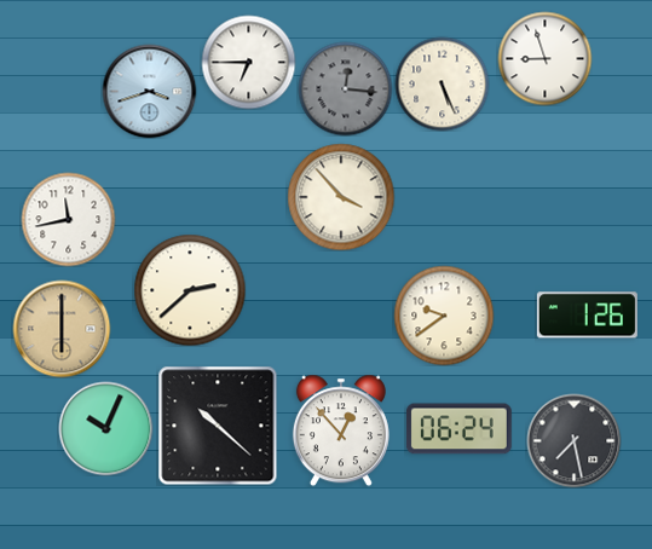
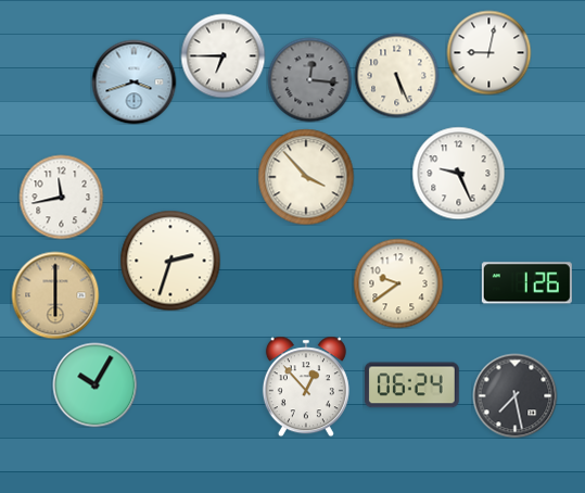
clock at (544, 58): 8:57 -> 9:02
clock at (458, 173): none -> 9:26
clock at (190, 290): 2:38 -> 2:33
clock at (218, 426): 10:22 -> none
clock at (105, 428): 10:04 -> 10:05
